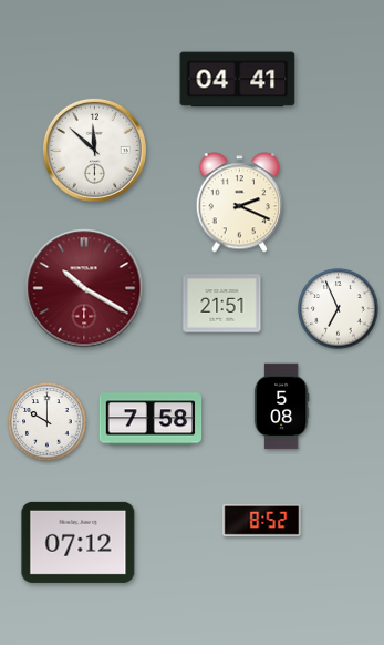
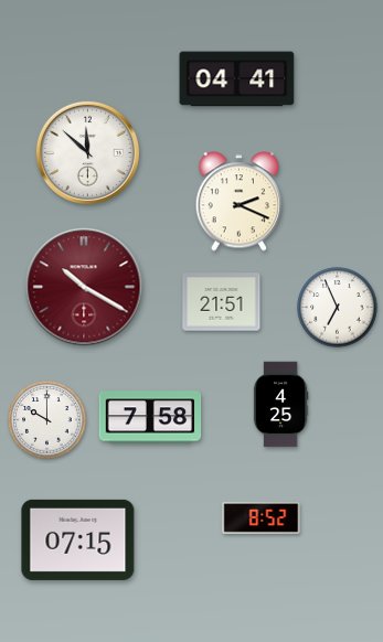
clock at (94, 150) position: (94, 150) -> (87, 152)
clock at (281, 407): 5:08 -> 4:25
clock at (79, 542): 07:12 -> 07:15
